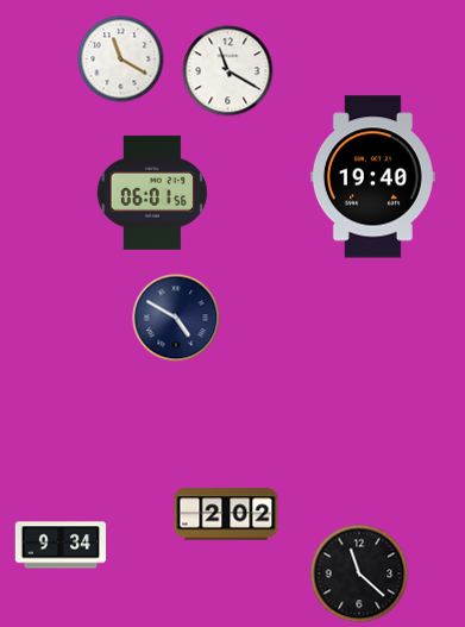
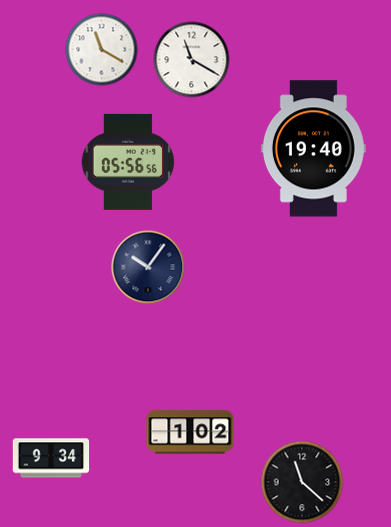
clock at (152, 193): 06:01 -> 05:56
clock at (176, 318): 4:50 -> 10:06
clock at (226, 514): 2:02 -> 1:02
